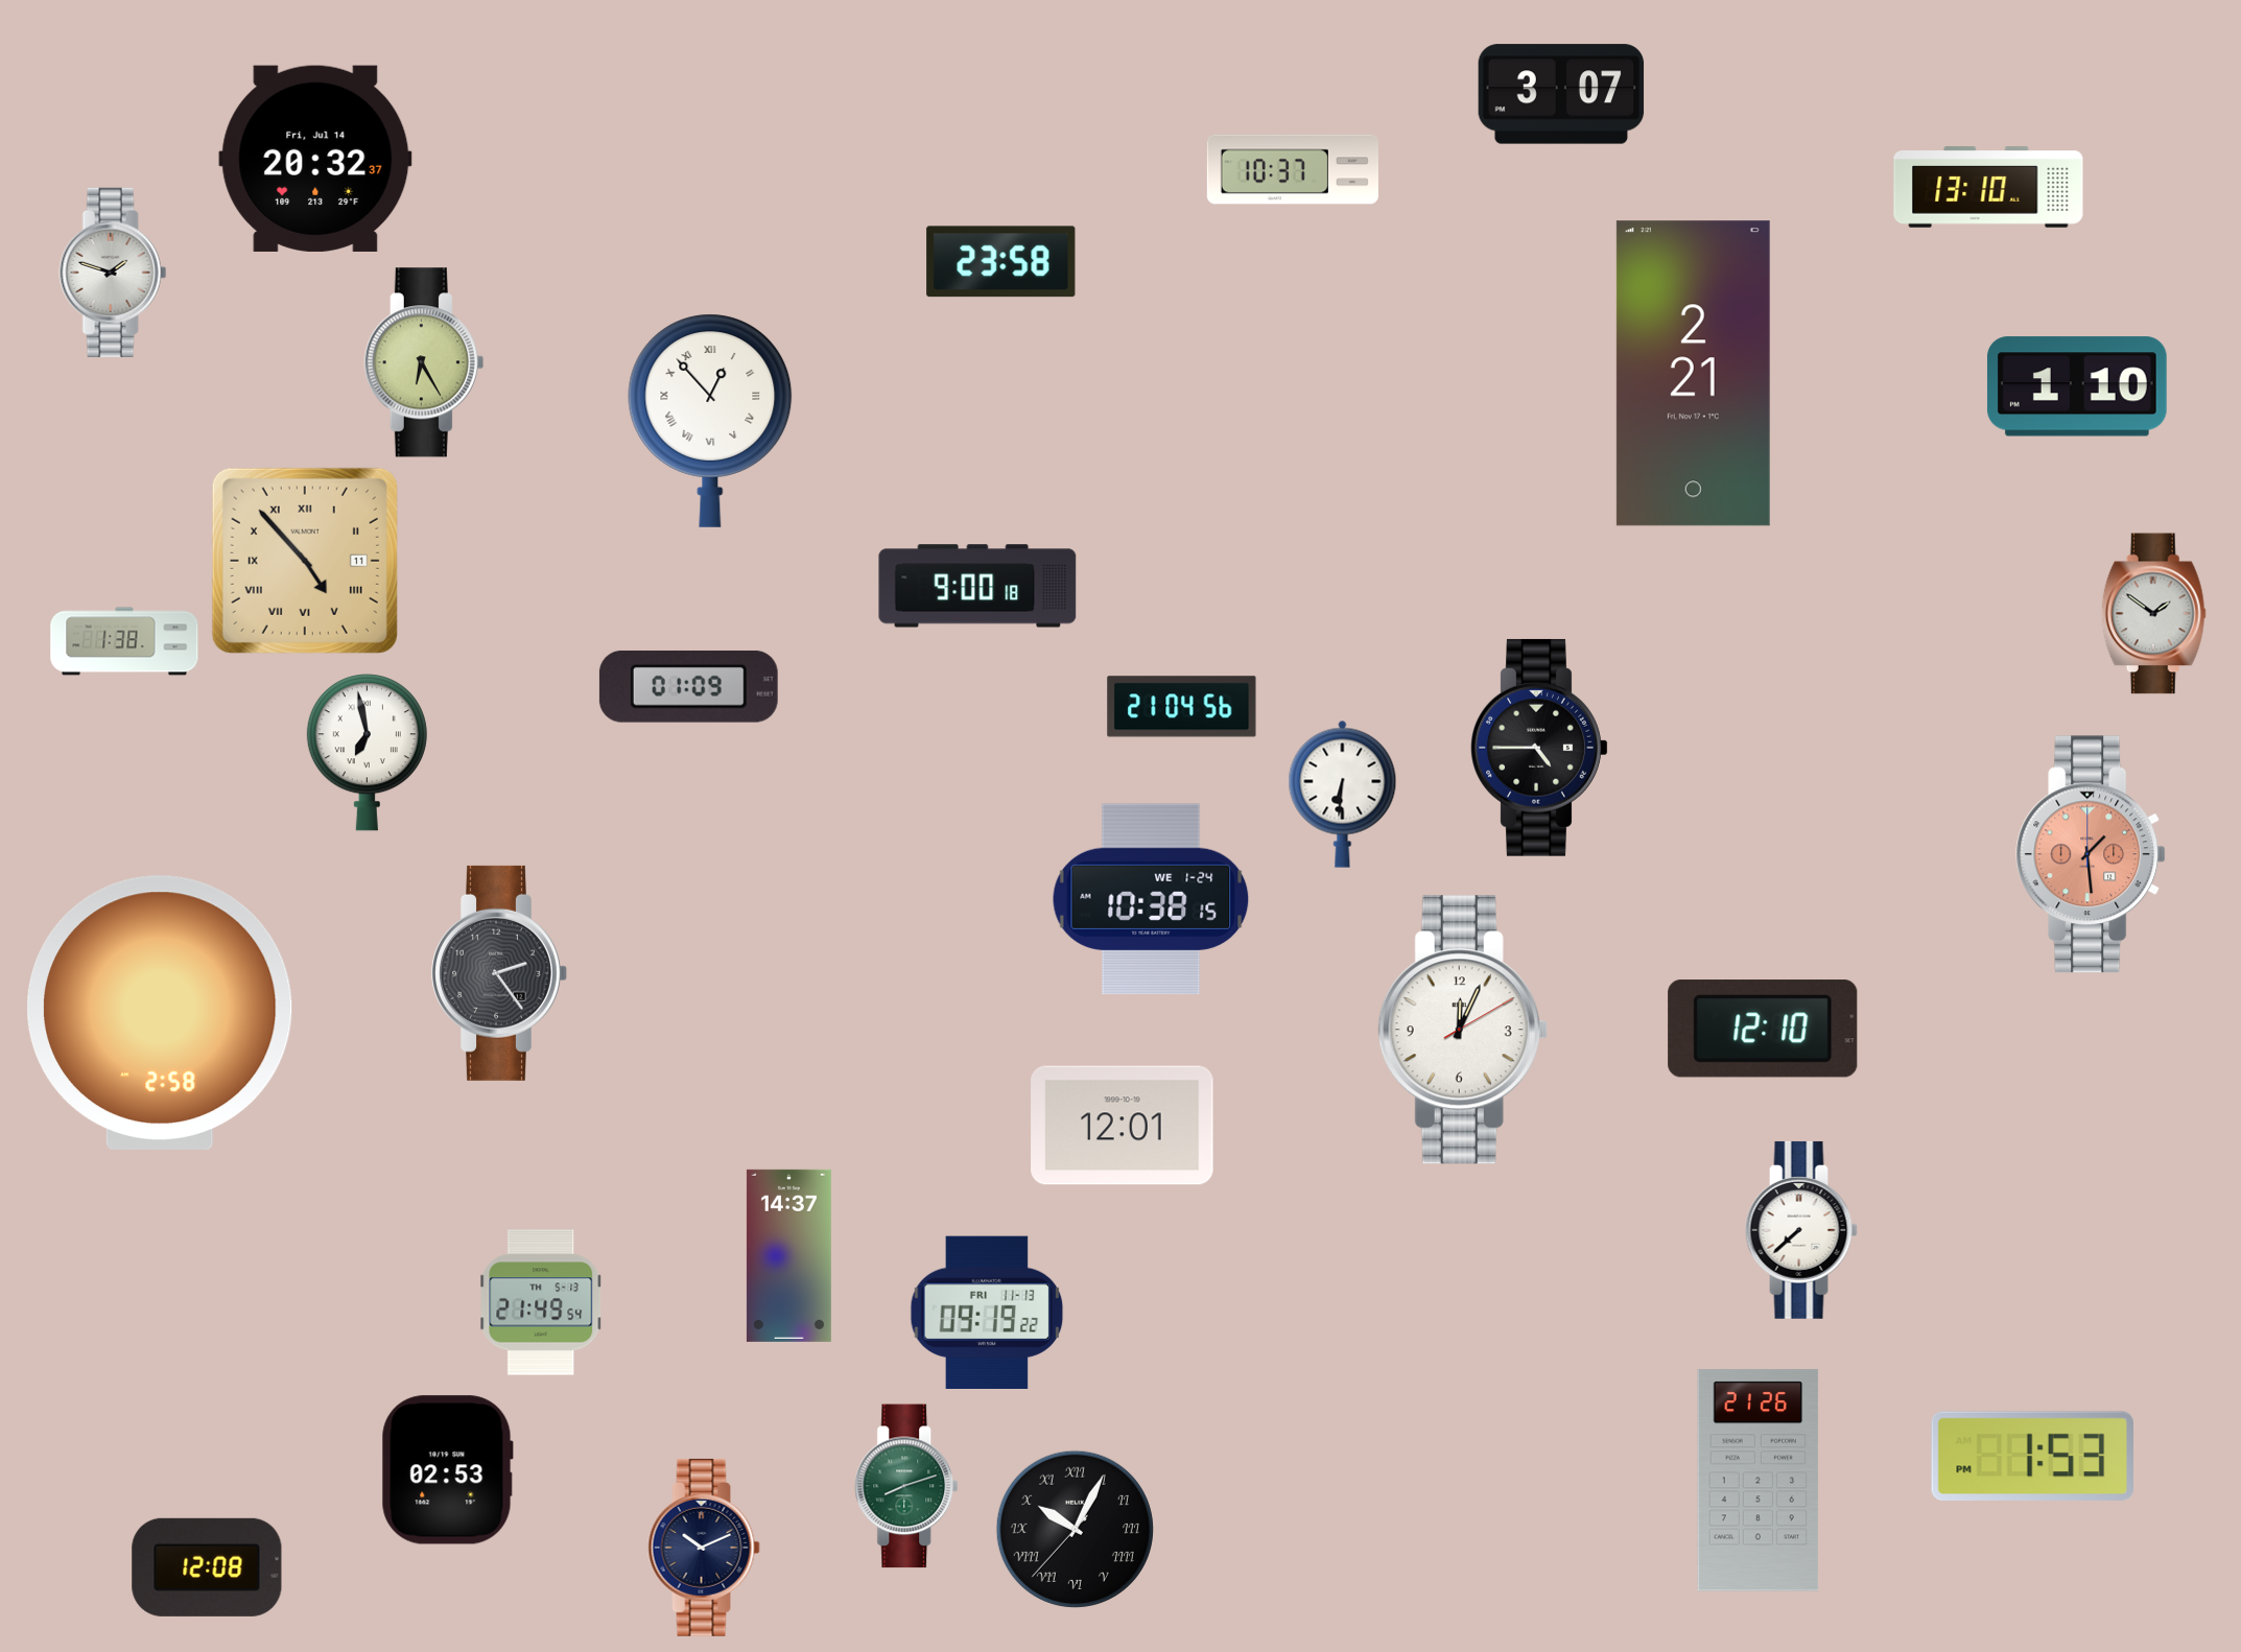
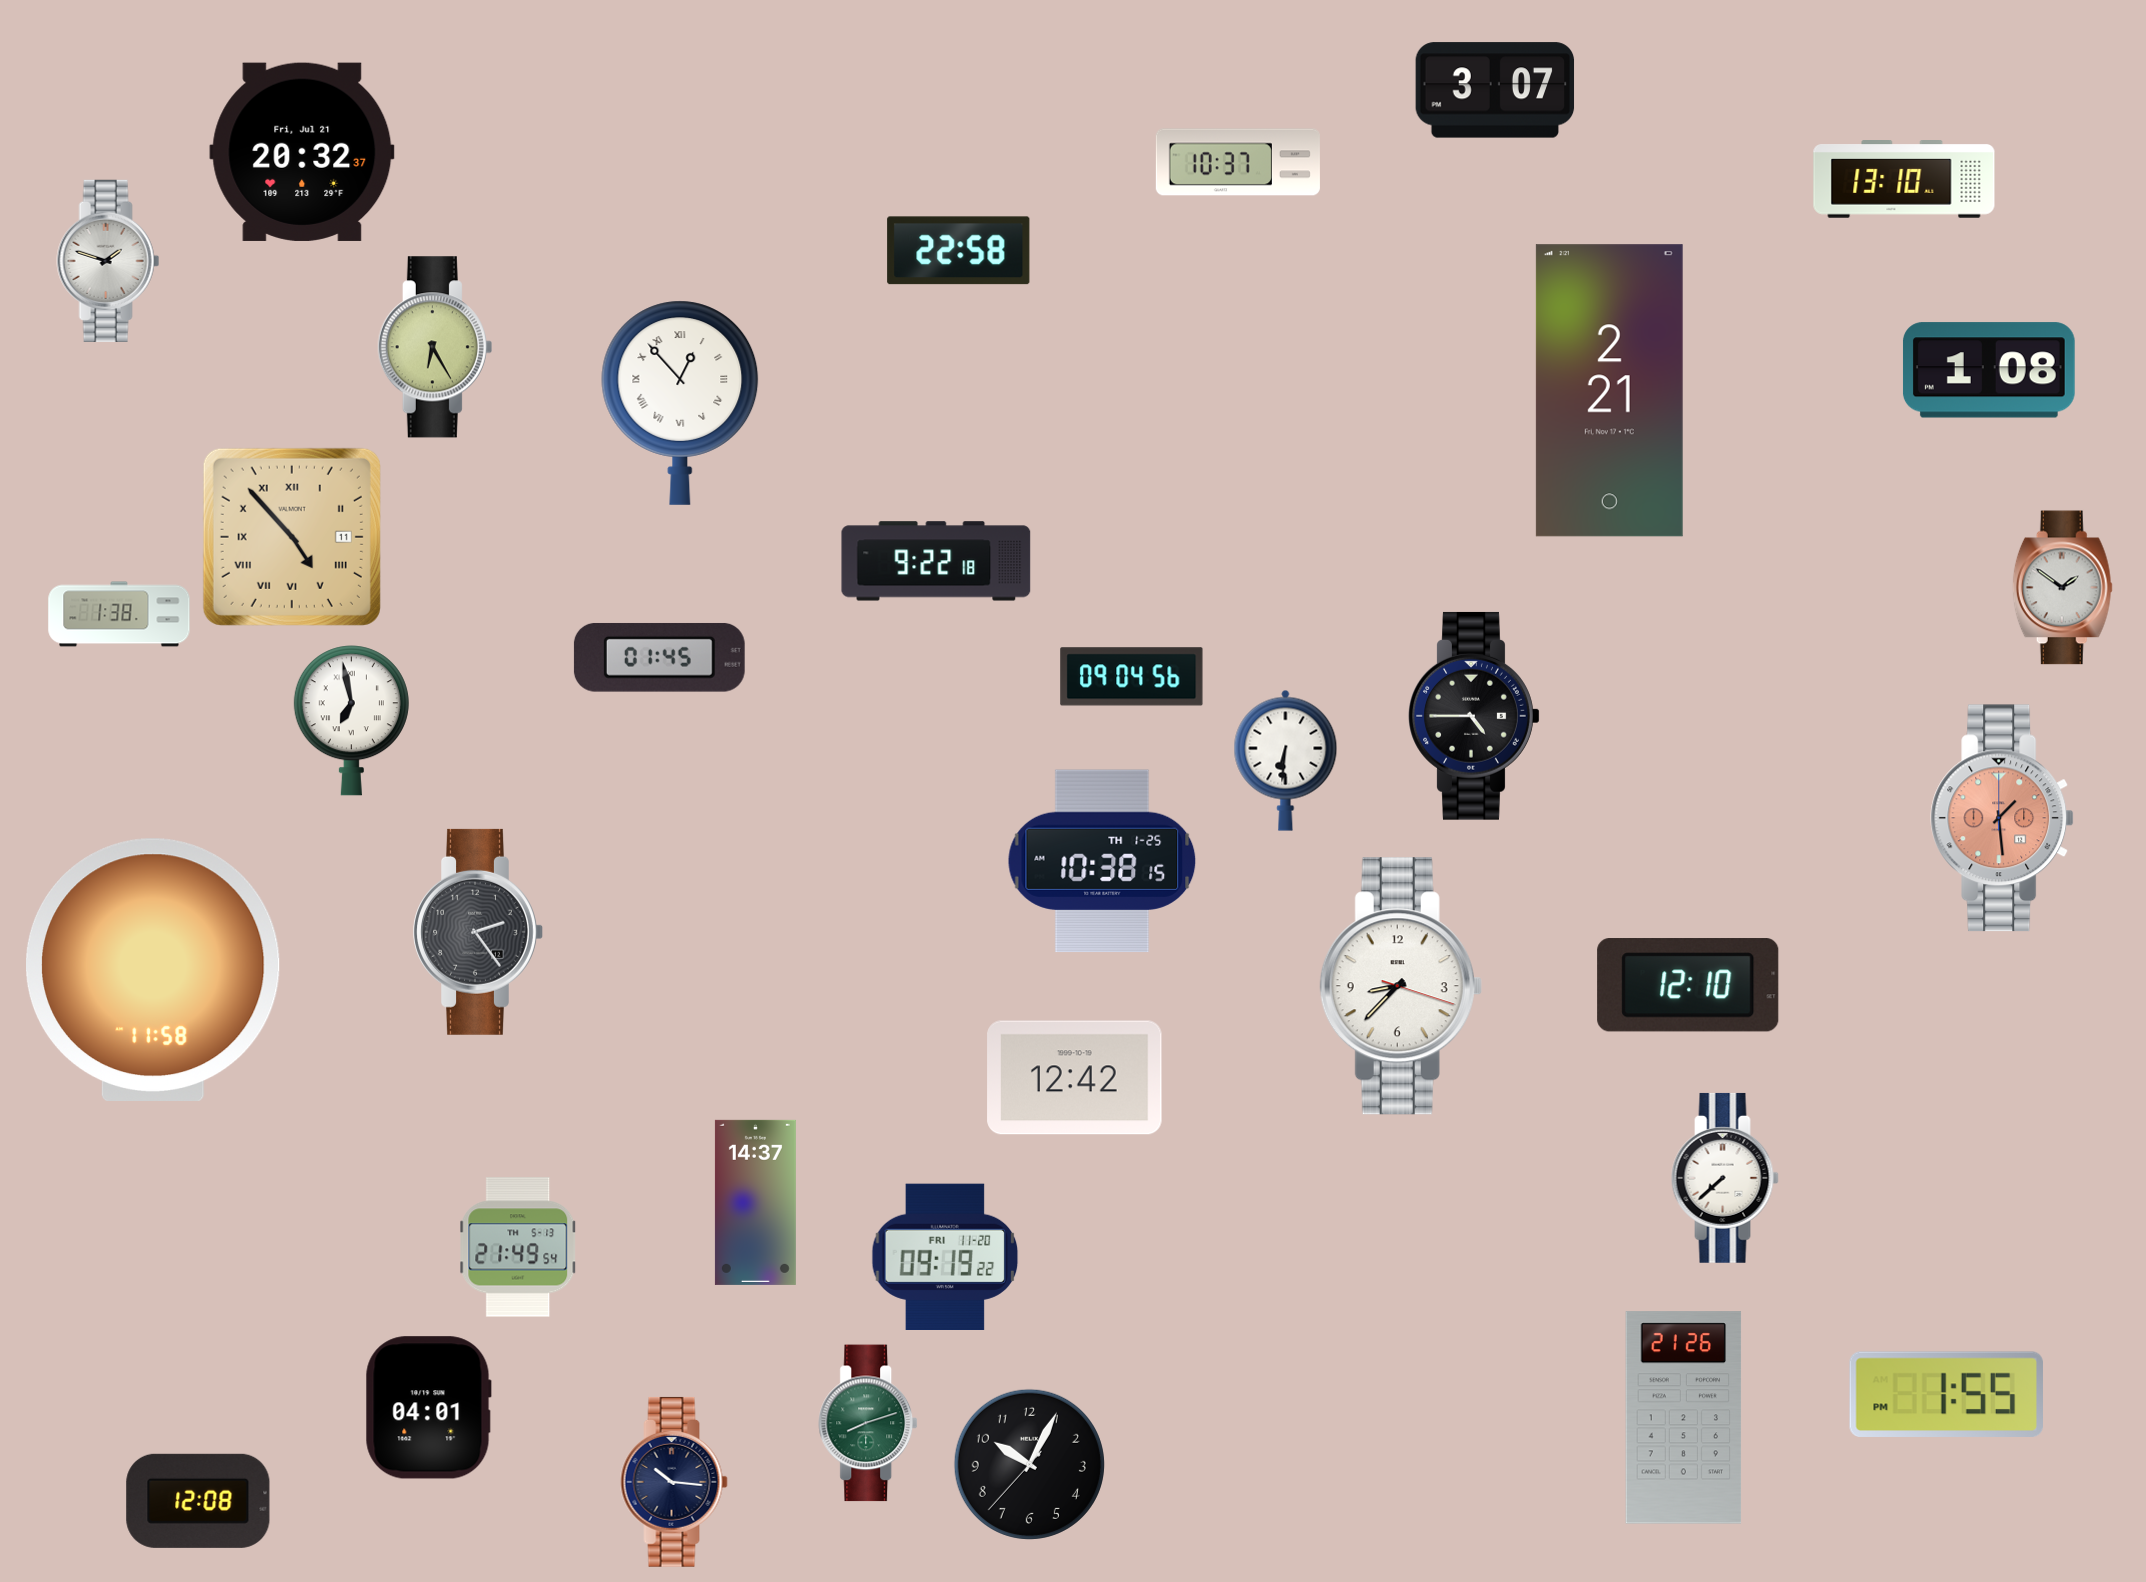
clock at (315, 159) date: Fri, Jul 14 -> Fri, Jul 21
clock at (1001, 262): 23:58 -> 22:58
clock at (424, 362) position: (424, 362) -> (435, 347)
clock at (1693, 374) position: (1693, 374) -> (1609, 391)
clock at (2077, 386): 1:10 -> 1:08
clock at (977, 586): 9:00 -> 9:22
clock at (688, 686): 01:09 -> 01:45
clock at (1182, 707): 21:04 -> 09:04
clock at (1151, 899) date: WE 1-24 -> TH 1-25
clock at (160, 1012): 2:58 -> 11:58
clock at (1463, 1030): 12:04 -> 8:37
clock at (1123, 1126): 12:01 -> 12:42
clock at (987, 1312) date: FRI 11-13 -> FRI 11-20
clock at (2032, 1456): 1:53 -> 1:55
clock at (447, 1470): 02:53 -> 04:01
clock at (1075, 1529) numerals: Roman -> Arabic
clock at (704, 1548): 10:11 -> 10:16
